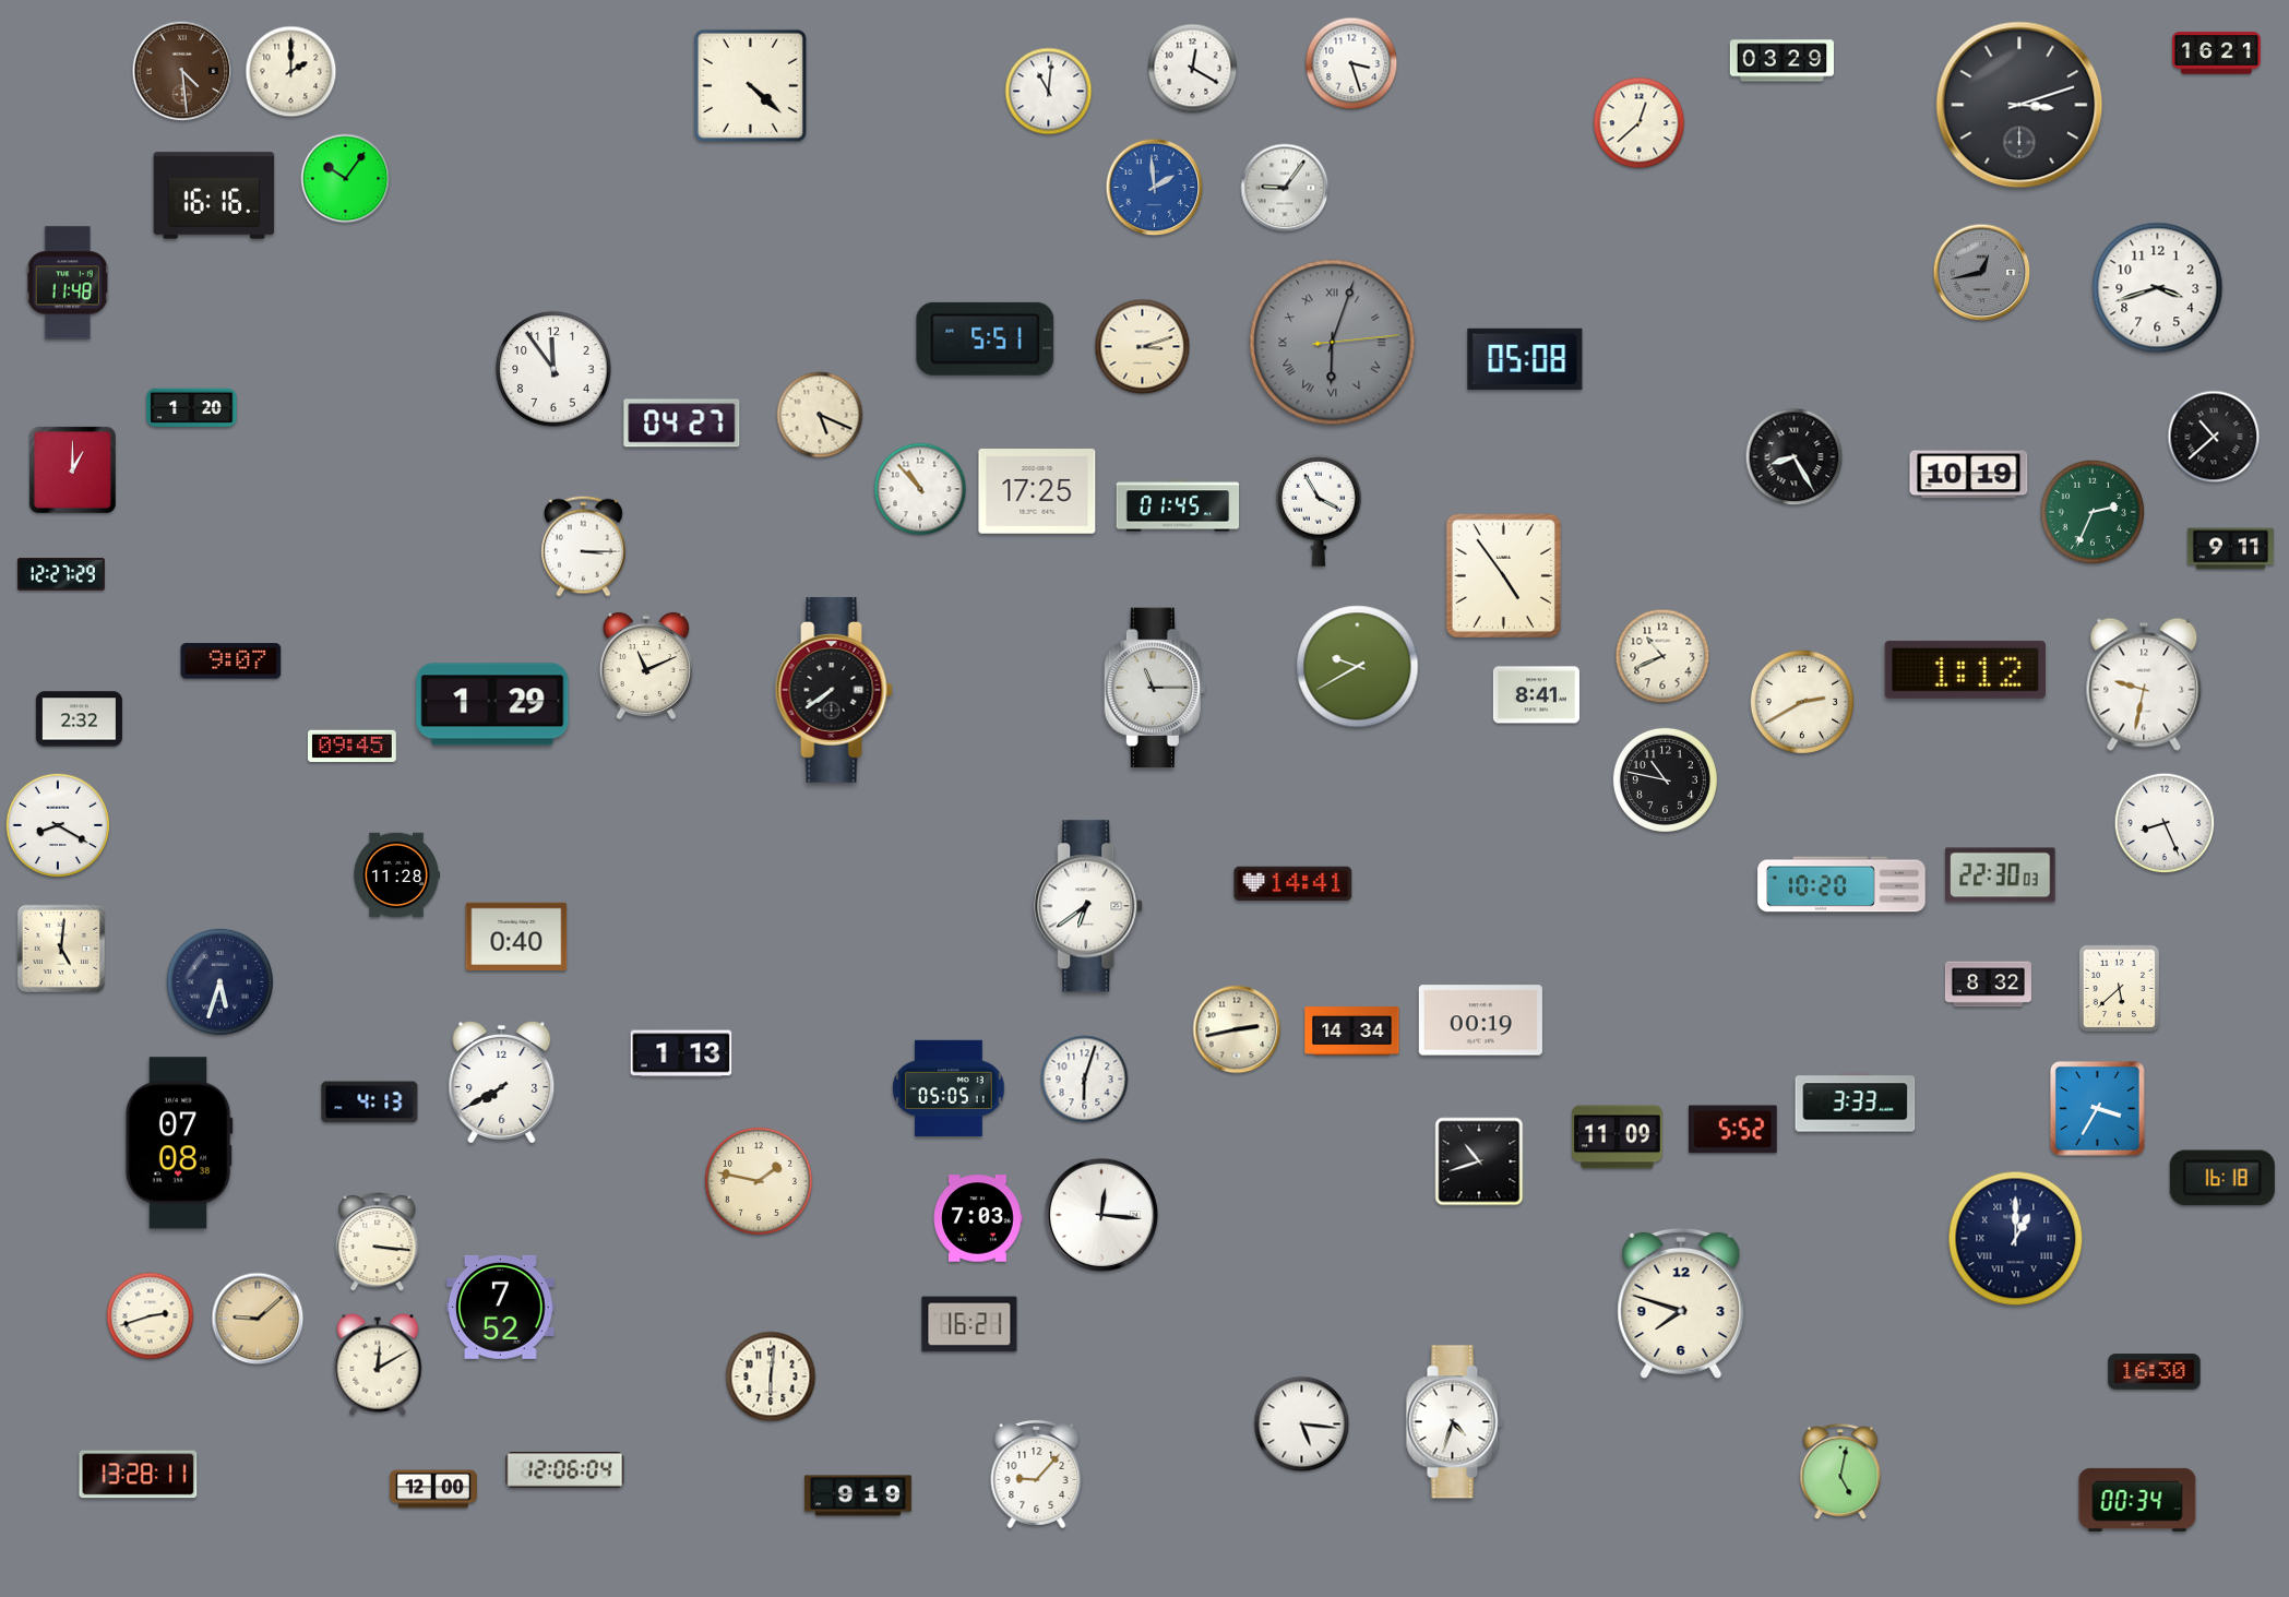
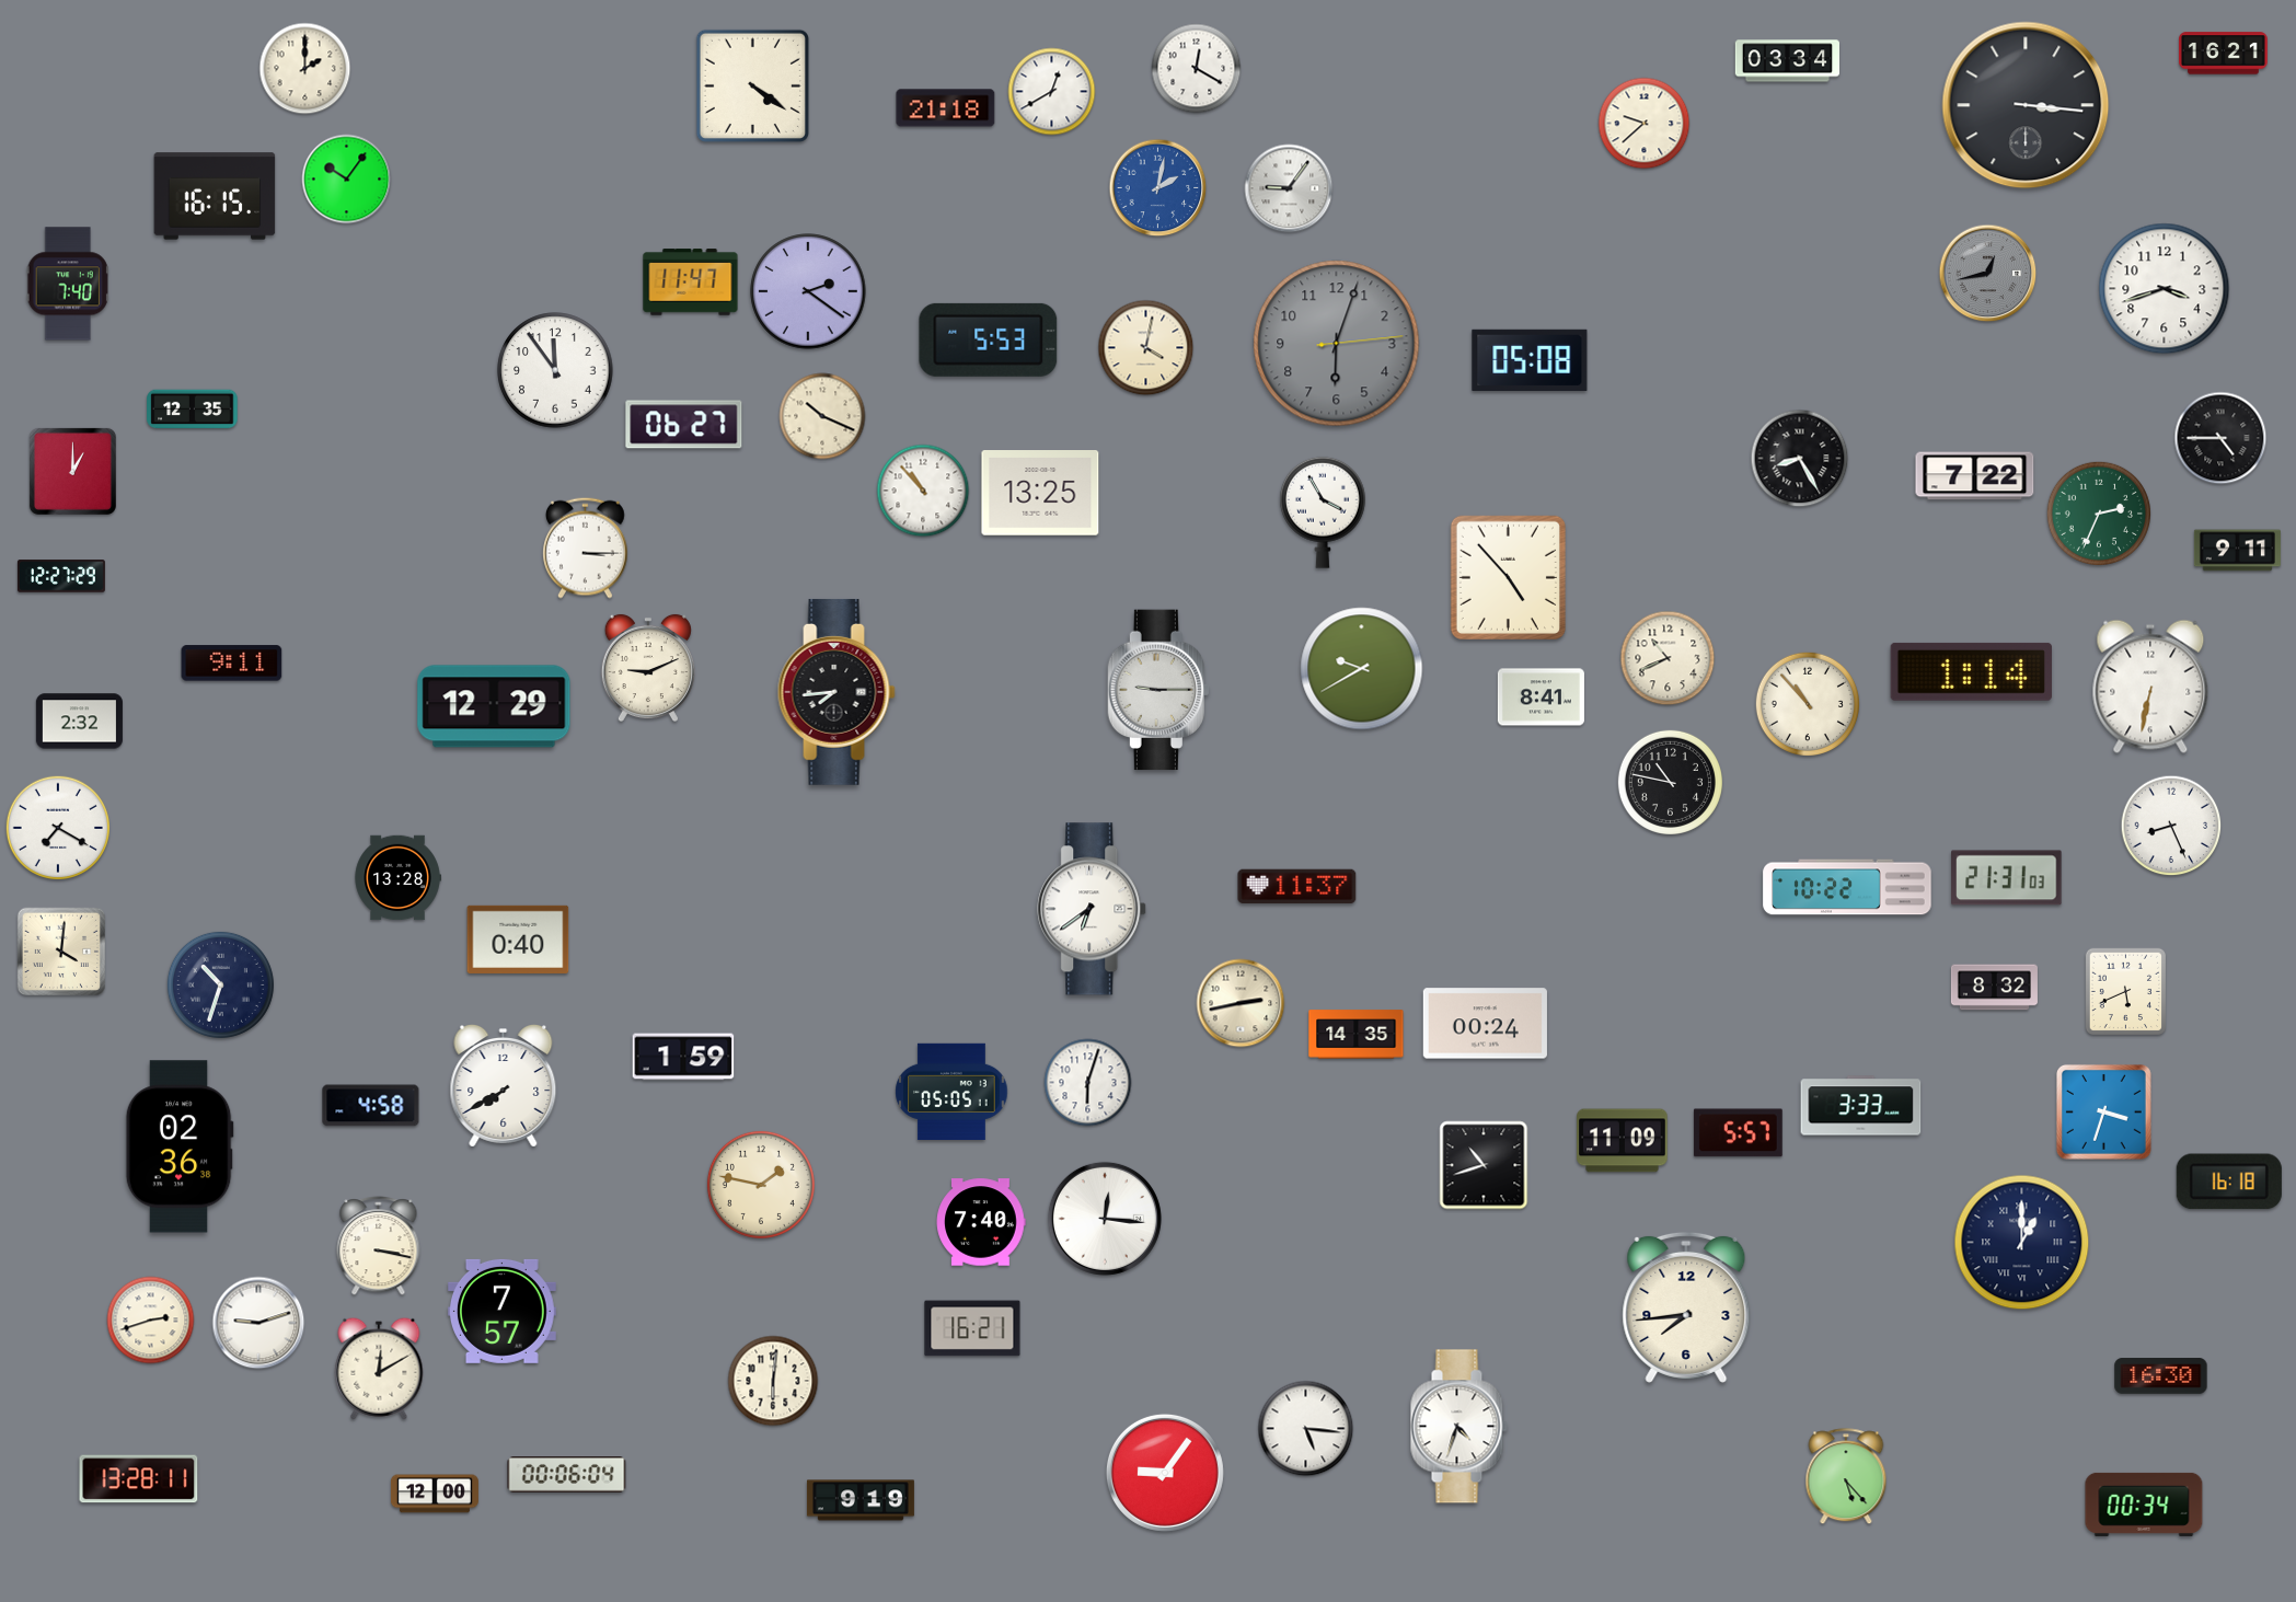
clock at (1783, 61): 03:29 -> 03:34
clock at (1351, 63): 3:27 -> none
clock at (182, 71): 4:29 -> none
clock at (291, 72) position: (291, 72) -> (305, 69)
clock at (750, 85): 4:22 -> 4:21
clock at (1049, 92): 11:01 -> 12:40
clock at (2019, 105): 3:12 -> 3:16
clock at (946, 108): none -> 21:18
clock at (1640, 123): 12:38 -> 9:38
clock at (1155, 188): 1:59 -> 2:02
clock at (214, 195): 16:16 -> 16:15
clock at (691, 283): none -> 11:47
clock at (68, 283): 11:48 -> 7:40
clock at (808, 291): none -> 2:21
clock at (986, 338): 5:51 -> 5:53
clock at (1333, 343) numerals: Roman -> Arabic
clock at (1143, 347): 3:12 -> 4:02
clock at (192, 408): 1:20 -> 12:35
clock at (820, 415): 5:19 -> 10:19
clock at (682, 424): 04:27 -> 06:27
clock at (2214, 437): 10:38 -> 4:45
clock at (1969, 475): 10:19 -> 7:22
clock at (1037, 491): 17:25 -> 13:25
clock at (1178, 505): 01:45 -> none
clock at (1503, 575): 4:54 -> 4:53
clock at (231, 662): 9:07 -> 9:11
clock at (646, 666): 11:11 -> 9:11
clock at (1965, 669): 1:12 -> 1:14
clock at (2144, 684): 9:32 -> 6:32
clock at (1154, 688): 11:15 -> 9:15
clock at (834, 690): 7:39 -> 7:44
clock at (1801, 701): 2:40 -> 10:53
clock at (492, 704): 1:29 -> 12:29
clock at (351, 747): 09:45 -> none
clock at (57, 824): 8:20 -> 7:20
clock at (396, 875): 11:28 -> 13:28
clock at (2001, 875): 22:30 -> 21:31
clock at (1293, 884): 14:41 -> 11:37
clock at (1841, 884): 10:20 -> 10:22
clock at (60, 948): 5:01 -> 4:01
clock at (219, 981): 5:33 -> 10:33
clock at (2120, 989): 5:38 -> 5:41
clock at (1480, 1021): 00:19 -> 00:24
clock at (1237, 1029) position: (1237, 1029) -> (1241, 1003)
clock at (1352, 1032): 14:34 -> 14:35
clock at (681, 1053): 1:13 -> 1:59
clock at (370, 1103): 4:13 -> 4:58
clock at (2097, 1108): 3:35 -> 3:33
clock at (1732, 1130): 5:52 -> 5:57
clock at (179, 1143): 07:08 -> 02:36
clock at (978, 1218): 7:03 -> 7:40
clock at (378, 1242): 3:16 -> 3:17
clock at (1681, 1303): 7:48 -> 7:44
clock at (500, 1307): 7:52 -> 7:57
clock at (258, 1319): 9:08 -> 9:12
clock at (258, 1319) dial: champagne -> white
clock at (1165, 1473): none -> 9:06
clock at (565, 1470): 12:06 -> 00:06
clock at (1840, 1473): 5:02 -> 5:23
clock at (1037, 1474): 9:07 -> none
